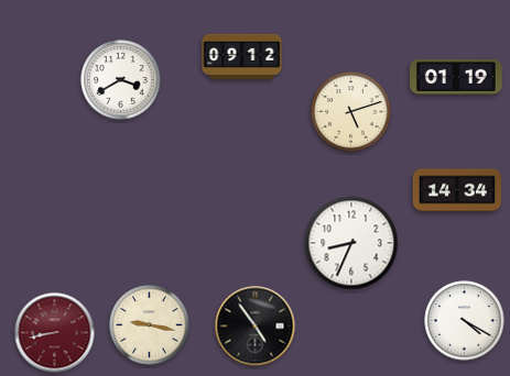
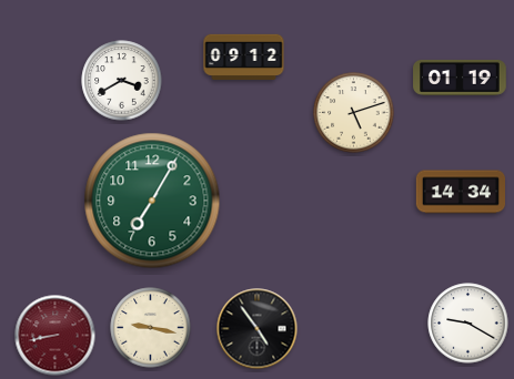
clock at (152, 201): none -> 7:05
clock at (351, 243): 8:34 -> none
clock at (465, 321): 4:20 -> 9:20
